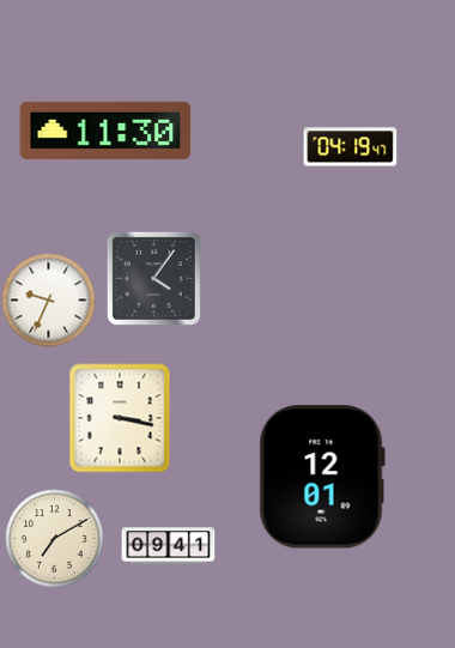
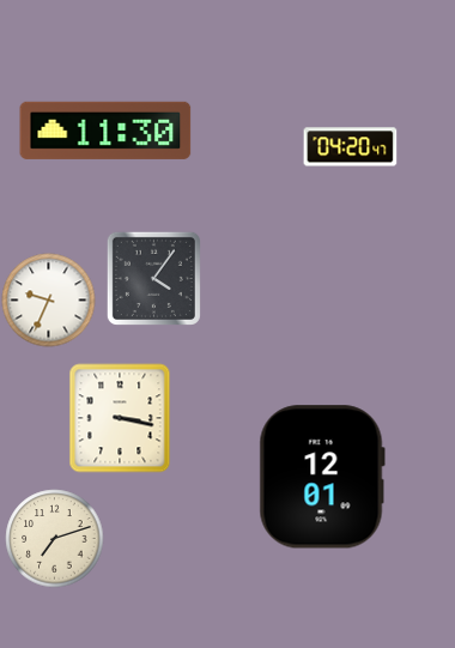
clock at (350, 147): 04:19 -> 04:20
clock at (54, 538): 7:10 -> 7:12
clock at (168, 546): 09:41 -> none
